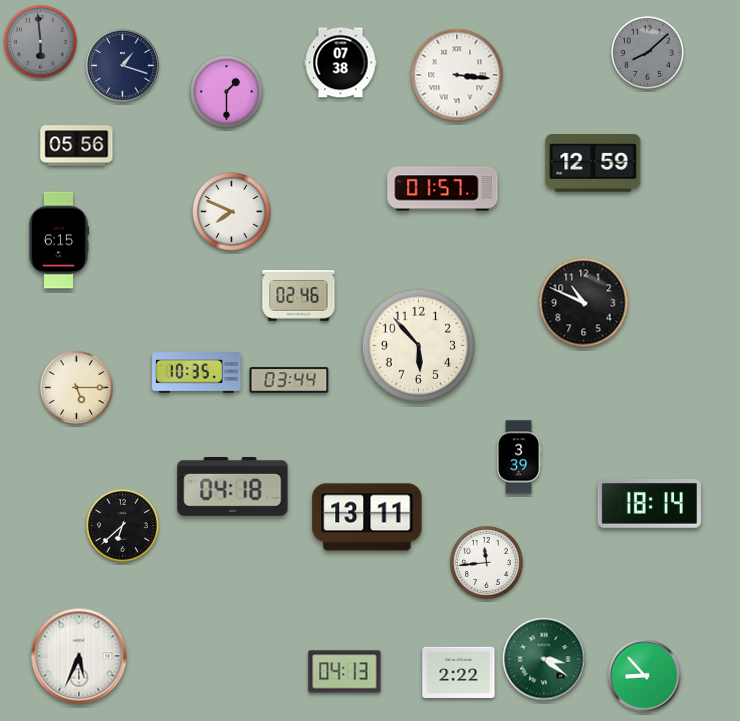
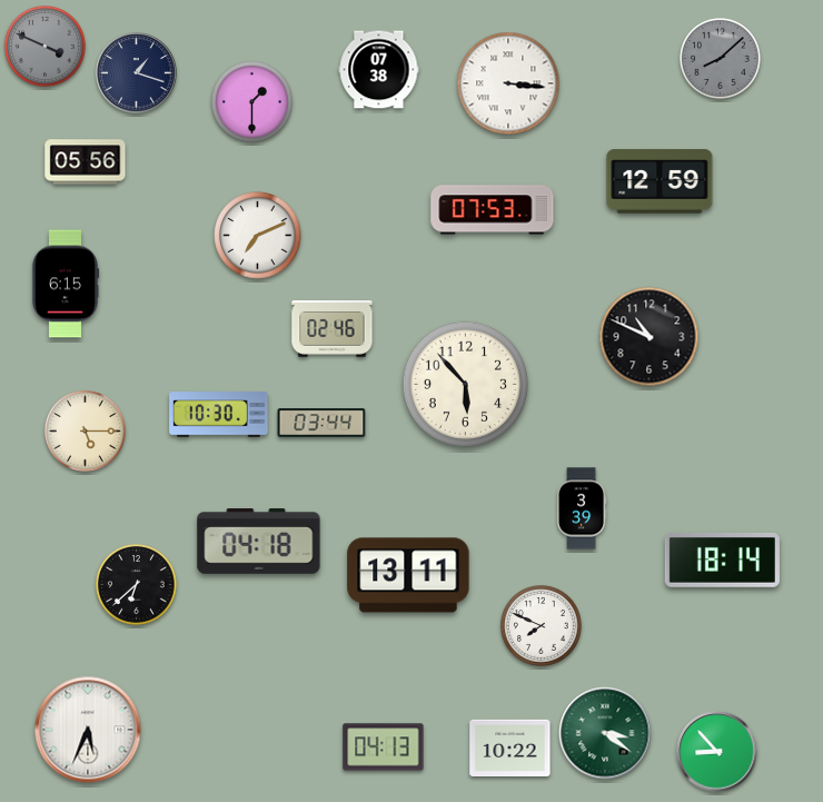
clock at (41, 42): 5:59 -> 3:49
clock at (443, 189): 01:57 -> 07:53
clock at (232, 212): 7:49 -> 7:11
clock at (59, 240) position: (59, 240) -> (66, 284)
clock at (197, 373): 10:35 -> 10:30
clock at (519, 457) position: (519, 457) -> (582, 508)
clock at (487, 563): 11:44 -> 7:49
clock at (459, 672): 2:22 -> 10:22
